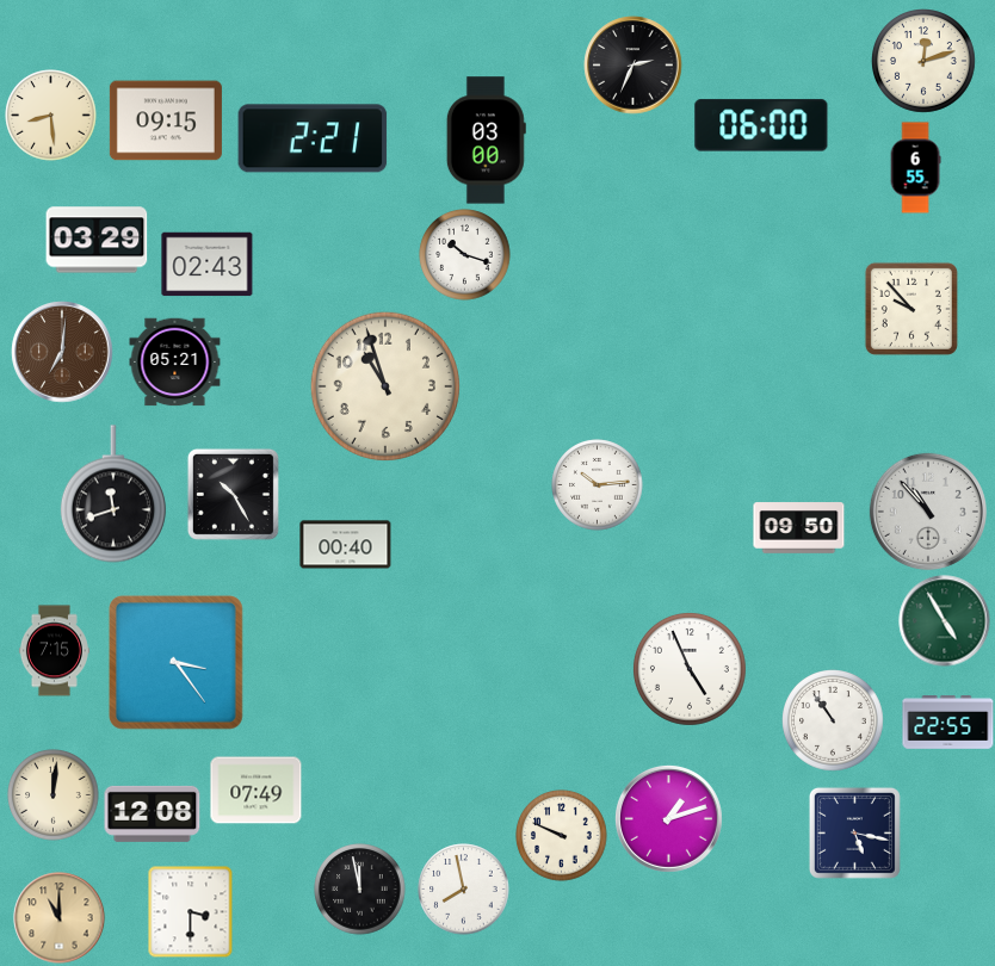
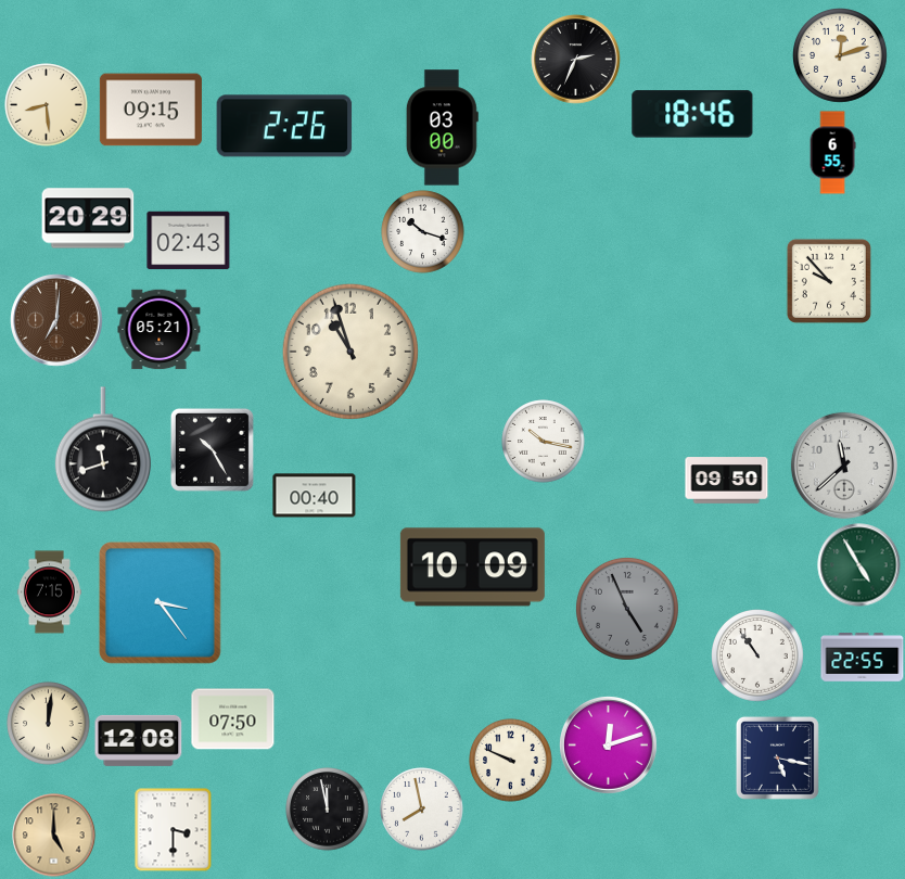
clock at (761, 125): 06:00 -> 18:46
clock at (313, 138): 2:21 -> 2:26
clock at (97, 240): 03:29 -> 20:29
clock at (598, 485): 10:14 -> 10:17
clock at (928, 512): 10:53 -> 11:38
clock at (472, 568): none -> 10:09
clock at (690, 669) dial: white -> grey
clock at (257, 791): 07:49 -> 07:50
clock at (668, 818): 1:12 -> 12:12
clock at (60, 918): 11:00 -> 5:00
